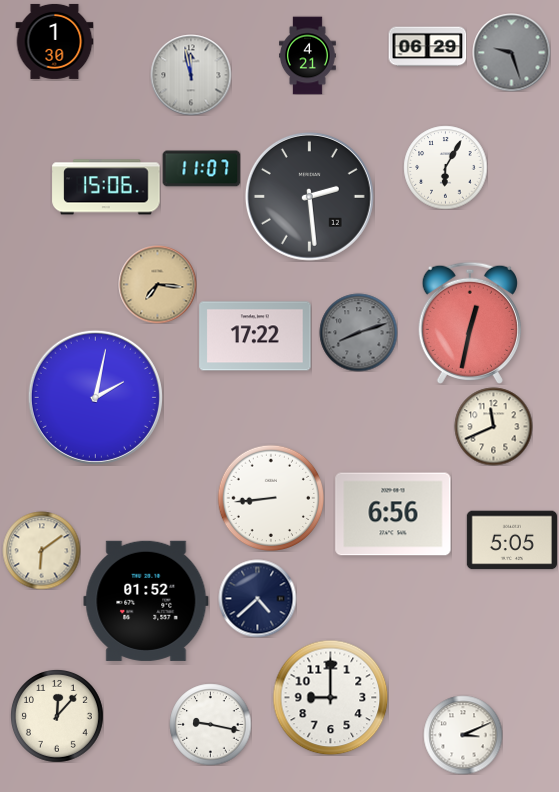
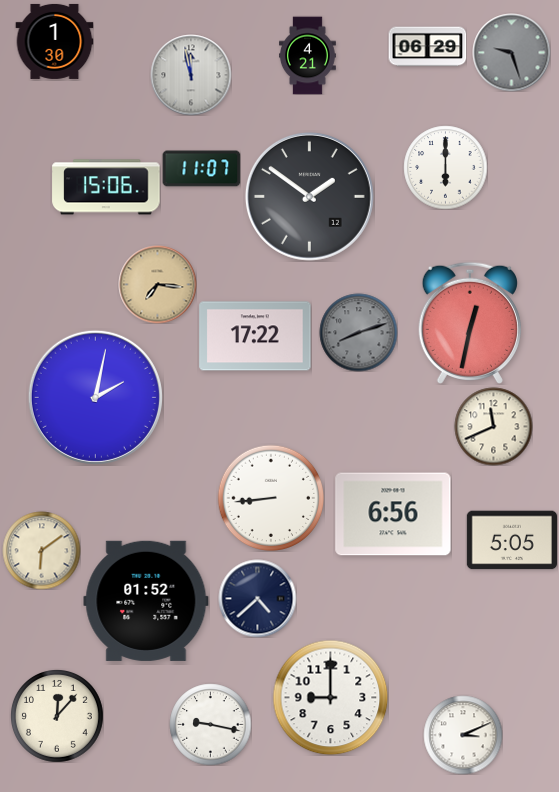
clock at (445, 167): 6:05 -> 6:00
clock at (309, 196): 2:29 -> 1:51
